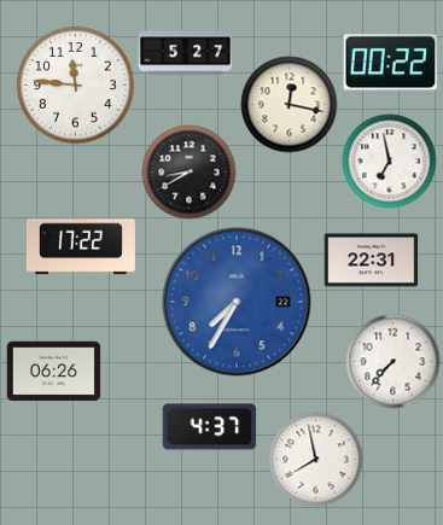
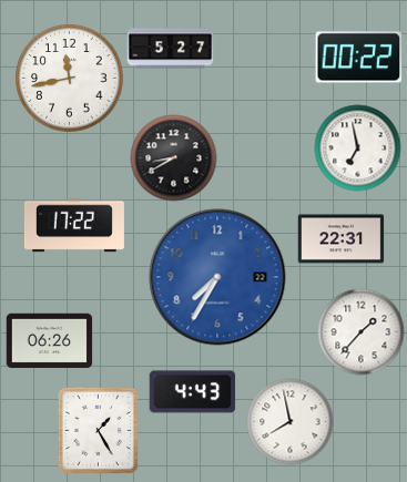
clock at (76, 86): 11:46 -> 11:43
clock at (288, 104): 12:17 -> none
clock at (392, 361): 7:37 -> 1:37
clock at (209, 427): 4:37 -> 4:43
clock at (98, 430): none -> 1:25
